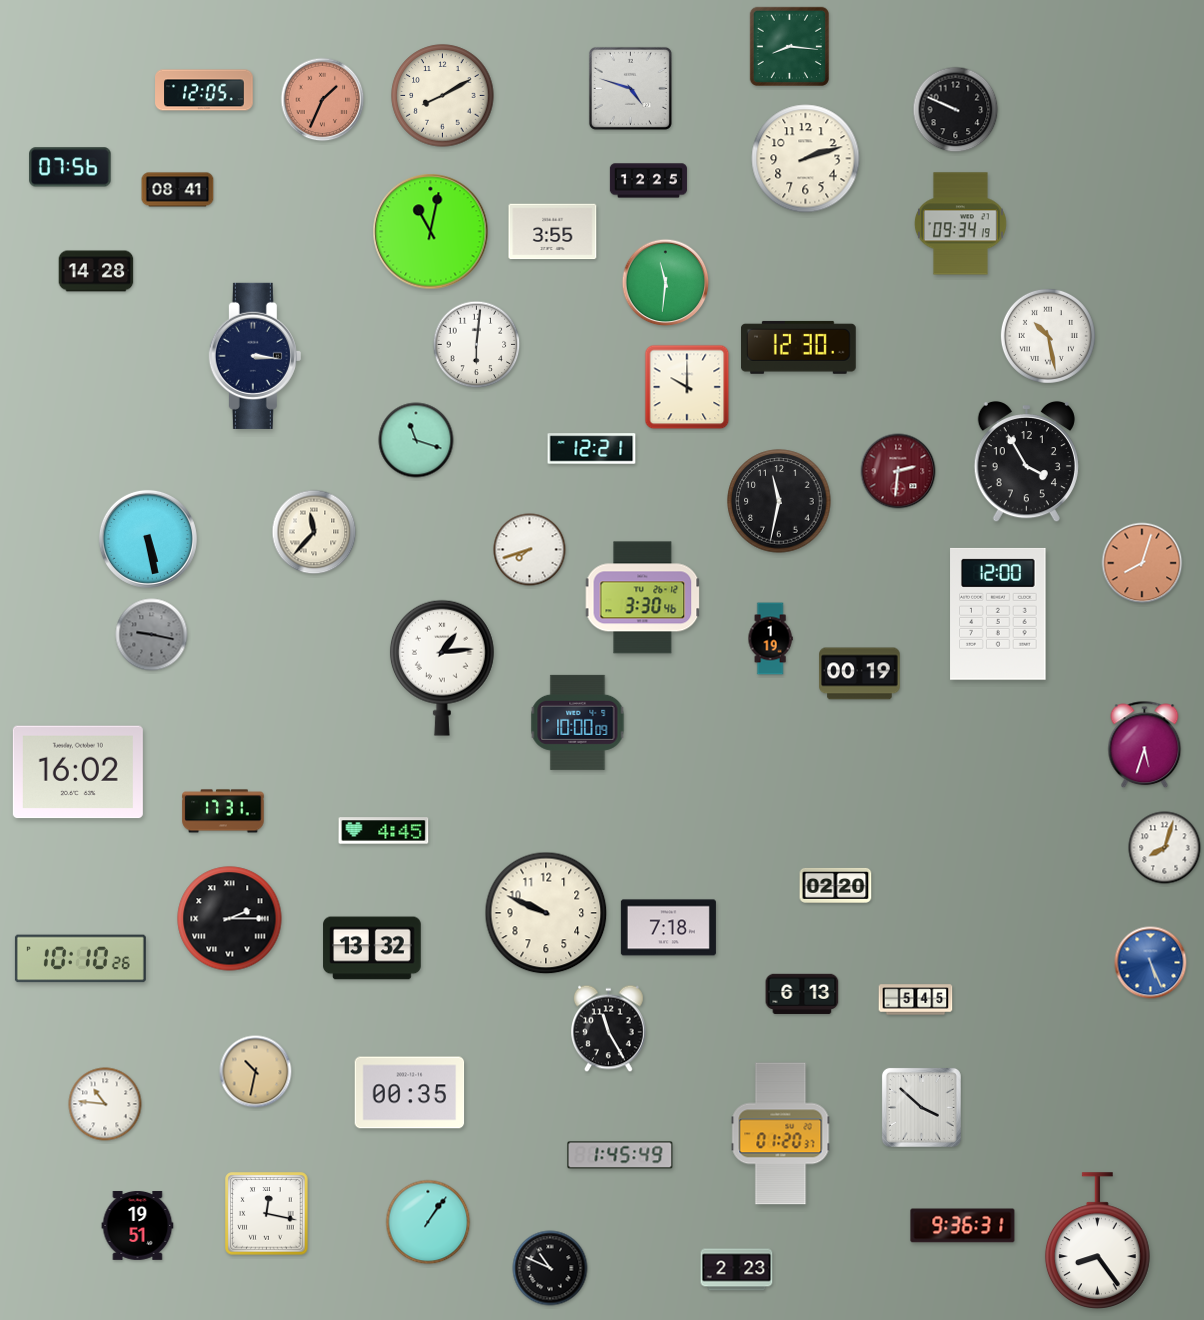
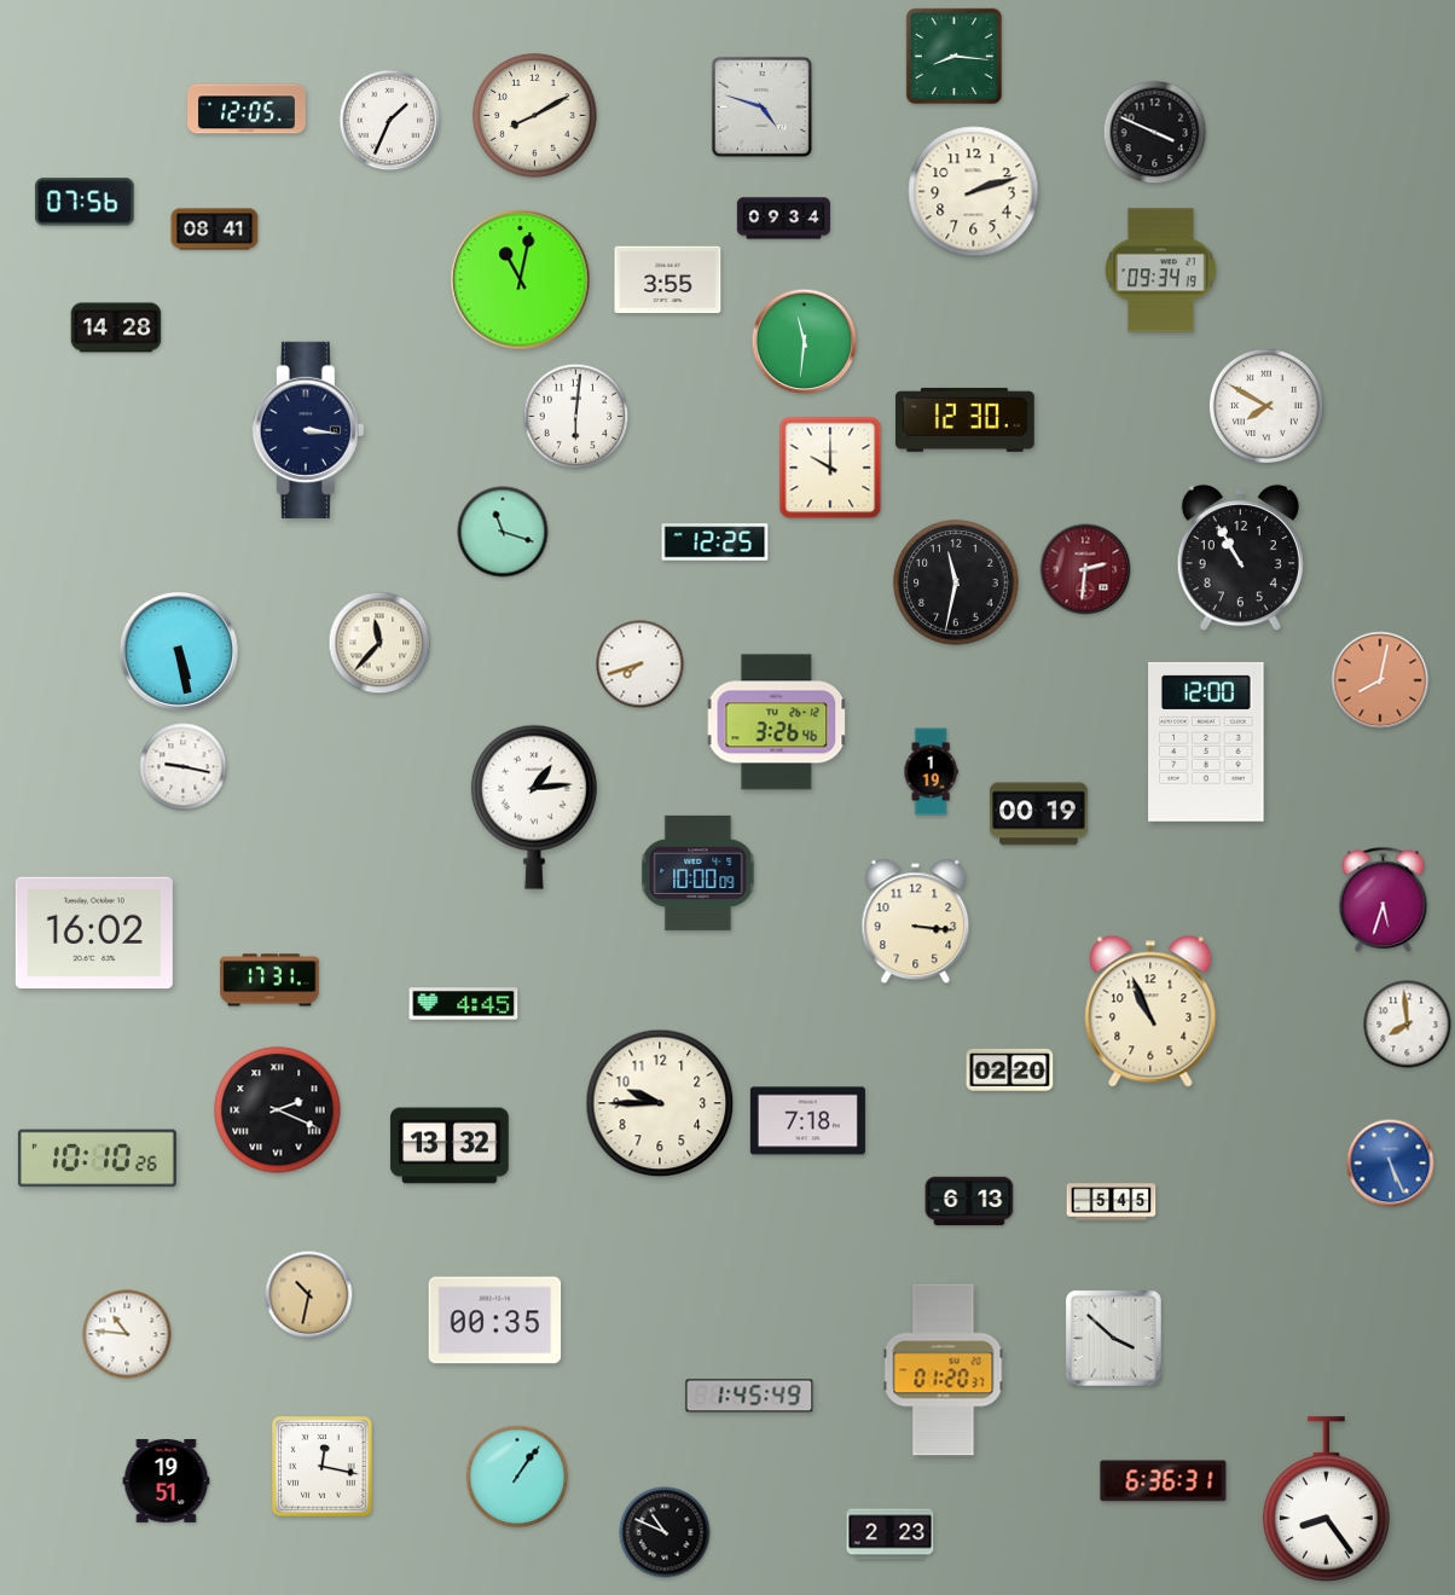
clock at (323, 100) dial: salmon -> white
clock at (956, 110): 9:49 -> 3:49
clock at (648, 181): 12:25 -> 09:34
clock at (1048, 336): 10:28 -> 7:50
clock at (592, 449): 12:21 -> 12:25
clock at (1026, 462): 3:55 -> 10:55
clock at (779, 501) position: (779, 501) -> (956, 582)
clock at (1142, 563): 8:03 -> 8:02
clock at (643, 598): 3:30 -> 3:26
clock at (152, 635) dial: grey -> white
clock at (916, 922): none -> 3:16
clock at (1150, 1011): none -> 10:56
clock at (1165, 848): 8:03 -> 7:59
clock at (546, 913): 9:49 -> 9:45
clock at (230, 919): 2:15 -> 2:19
clock at (916, 1000) position: (916, 1000) -> (1112, 1202)
clock at (609, 1029): 11:25 -> none
clock at (963, 1226): 9:36 -> 6:36
